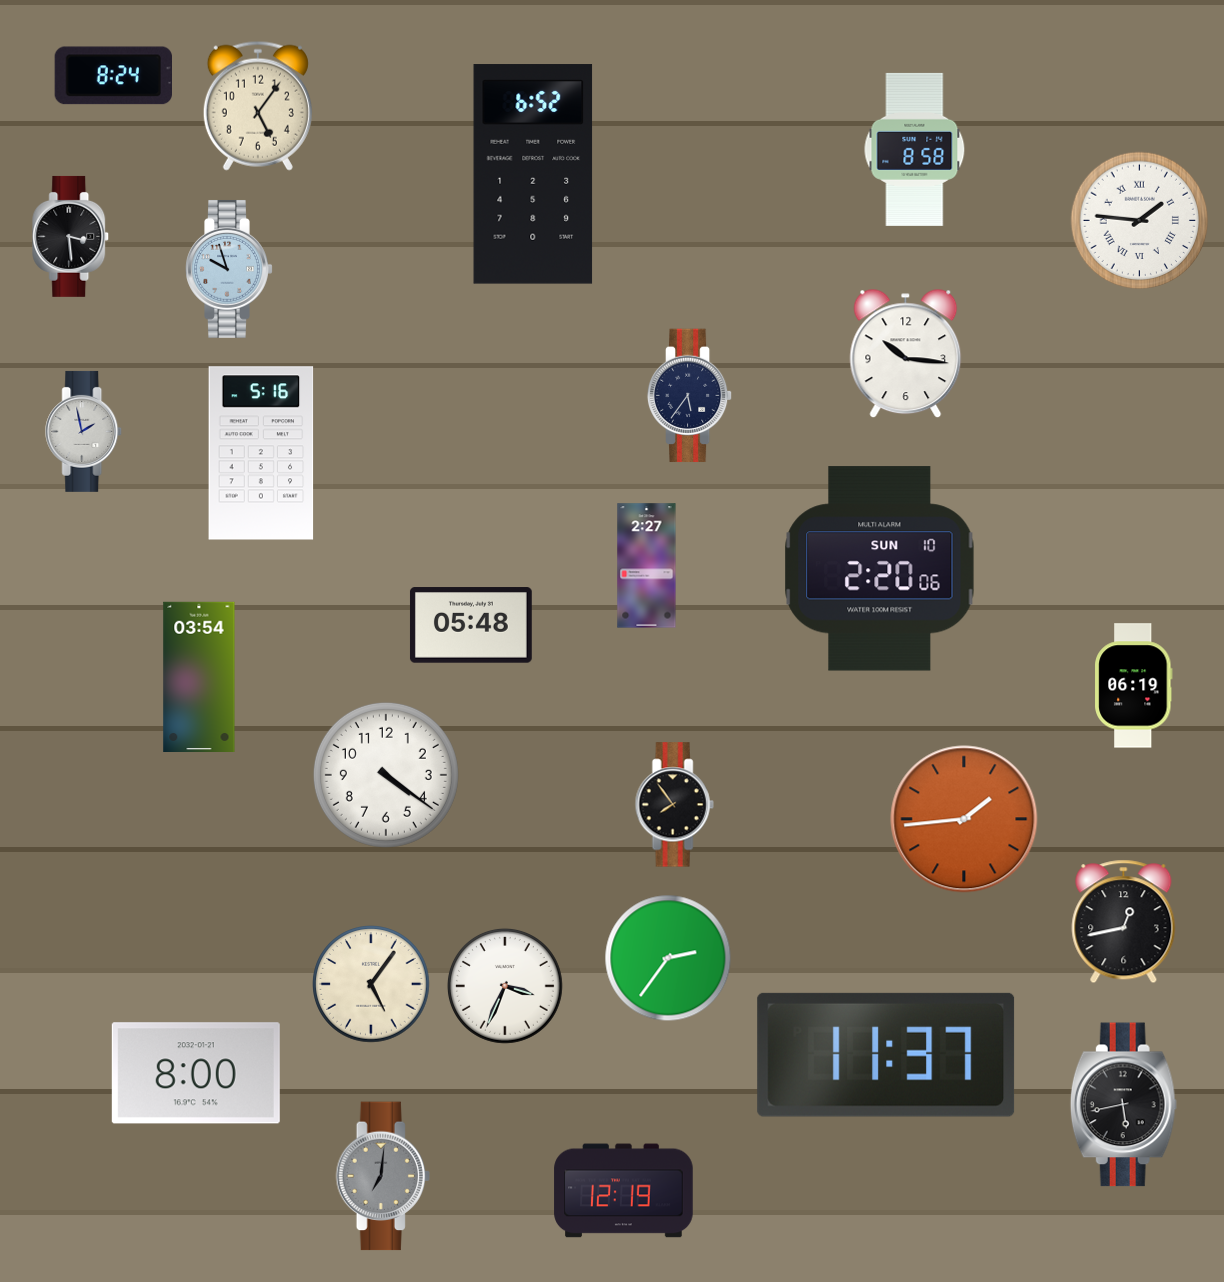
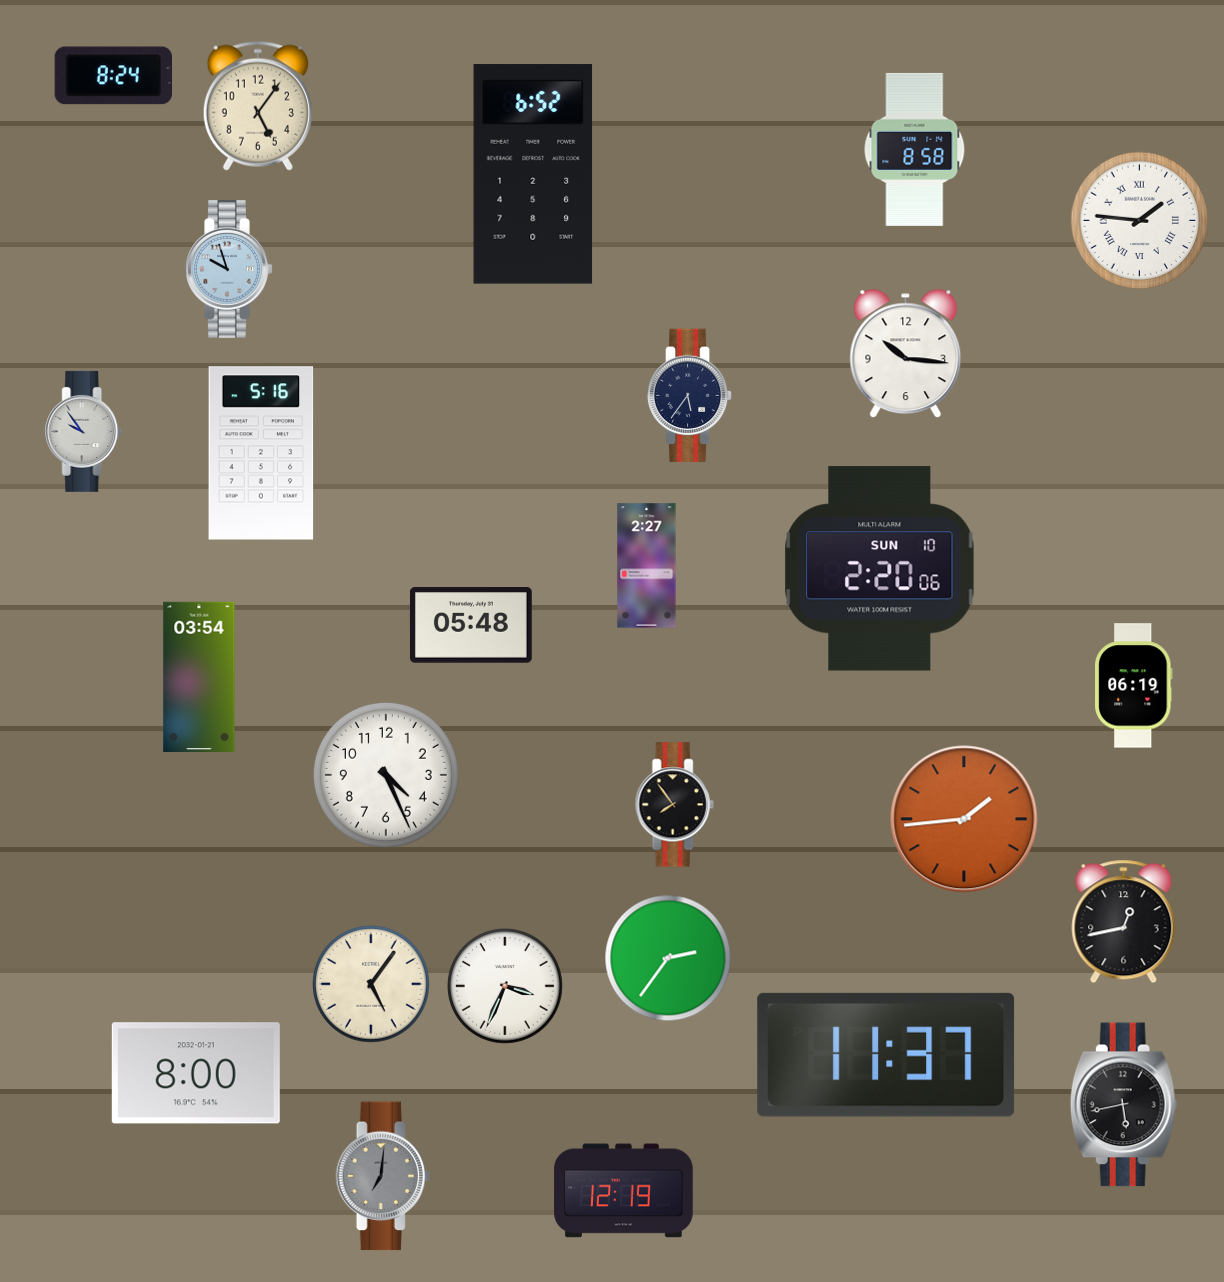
clock at (71, 236): 3:29 -> none
clock at (84, 431): 1:58 -> 9:54
clock at (386, 775): 4:21 -> 4:26
